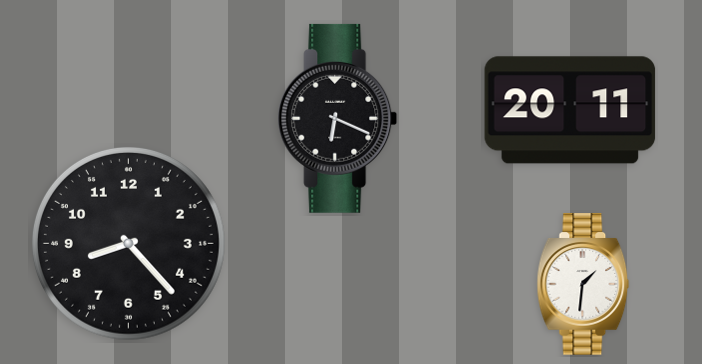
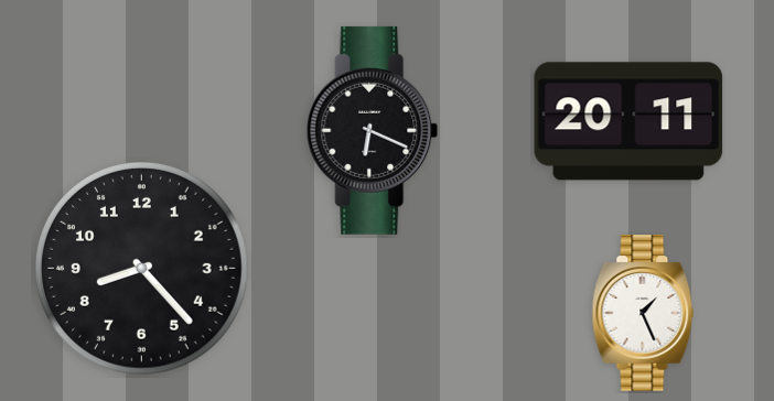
clock at (583, 284): 1:31 -> 1:26
